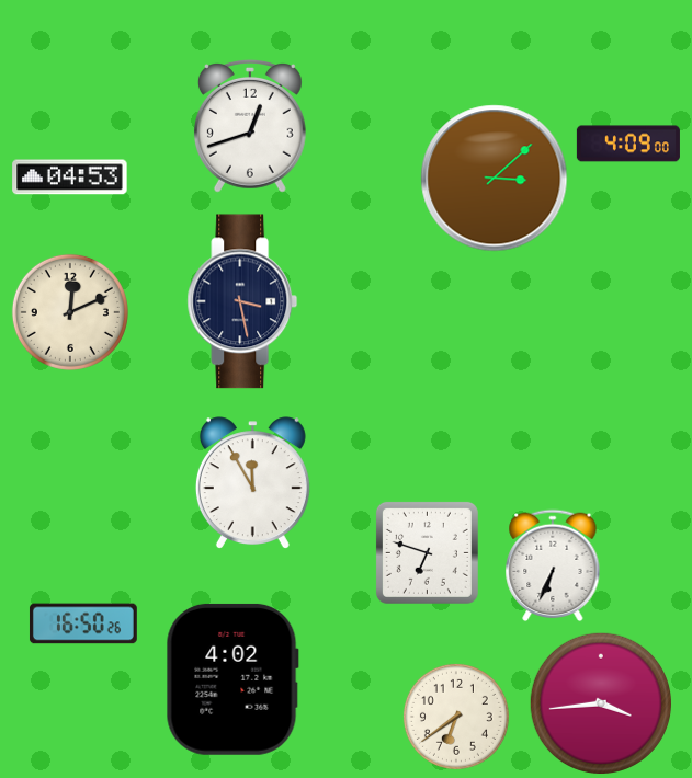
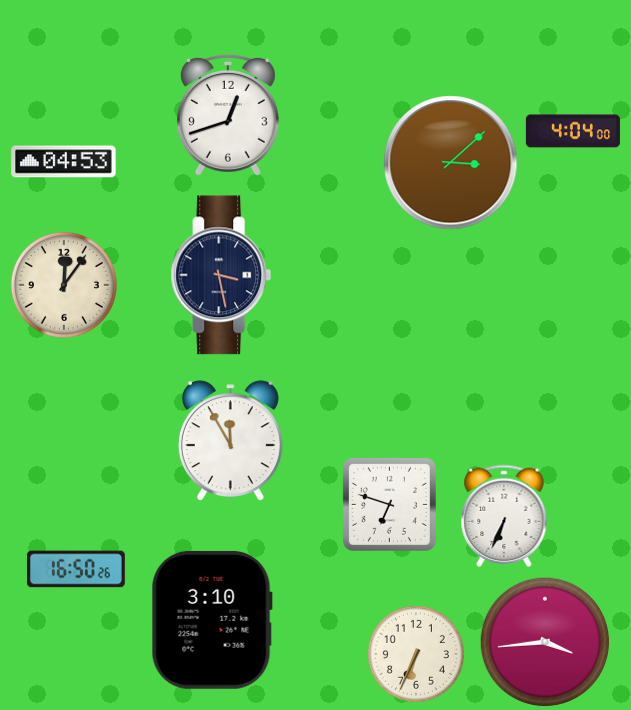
clock at (628, 144): 4:09 -> 4:04
clock at (70, 312): 12:11 -> 12:06
clock at (232, 679): 4:02 -> 3:10
clock at (600, 702) position: (600, 702) -> (544, 641)
clock at (456, 717): 6:39 -> 6:34
